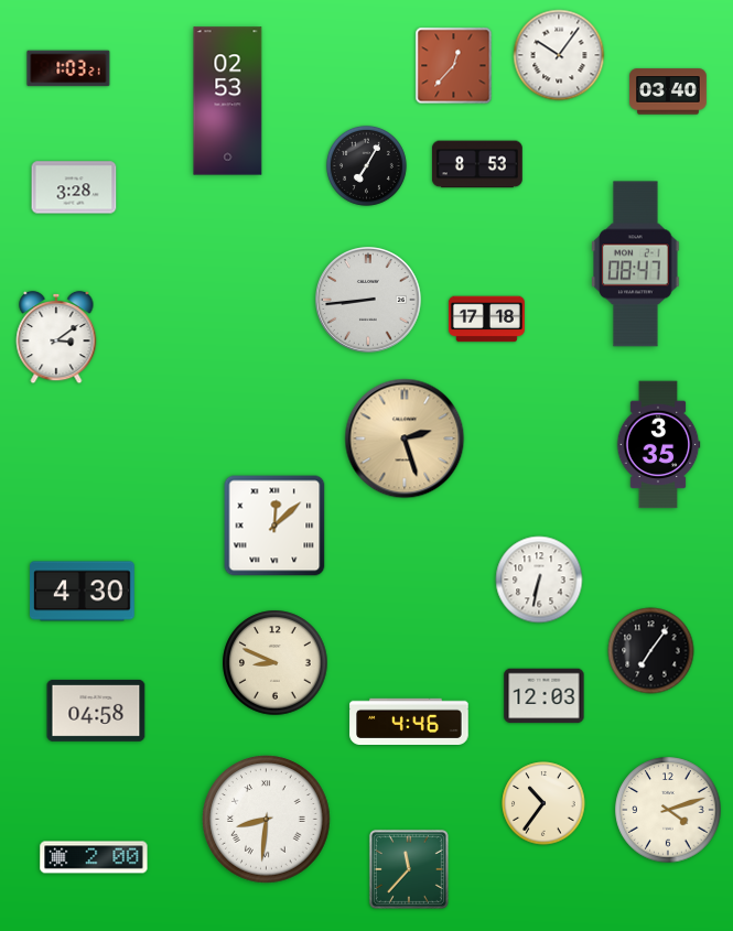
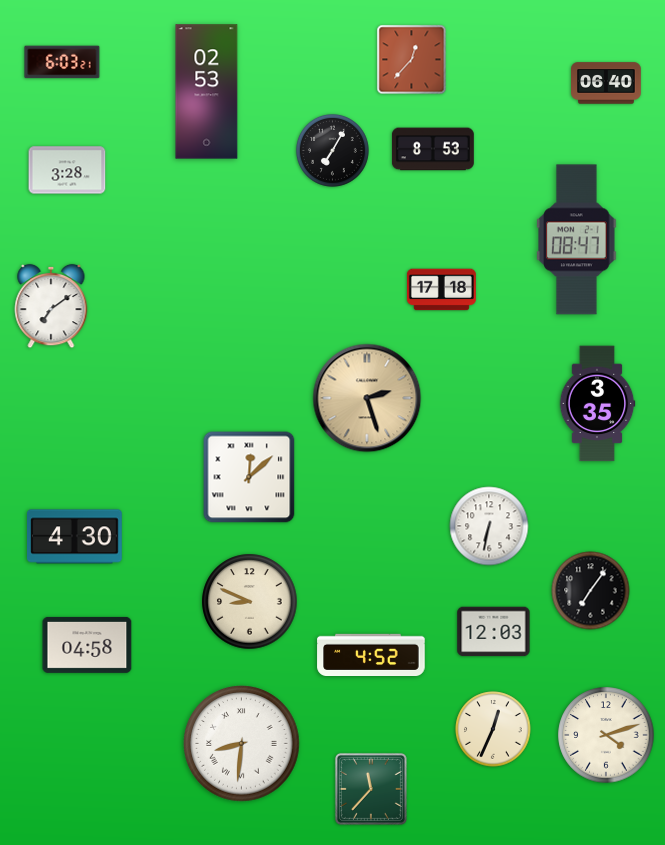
clock at (559, 55): 10:06 -> none
clock at (68, 68): 1:03 -> 6:03
clock at (668, 91): 03:40 -> 06:40
clock at (368, 300): 8:44 -> none
clock at (56, 337): 3:09 -> 7:09
clock at (409, 721): 4:46 -> 4:52
clock at (543, 803): 10:36 -> 12:34
clock at (94, 857): 2:00 -> none
